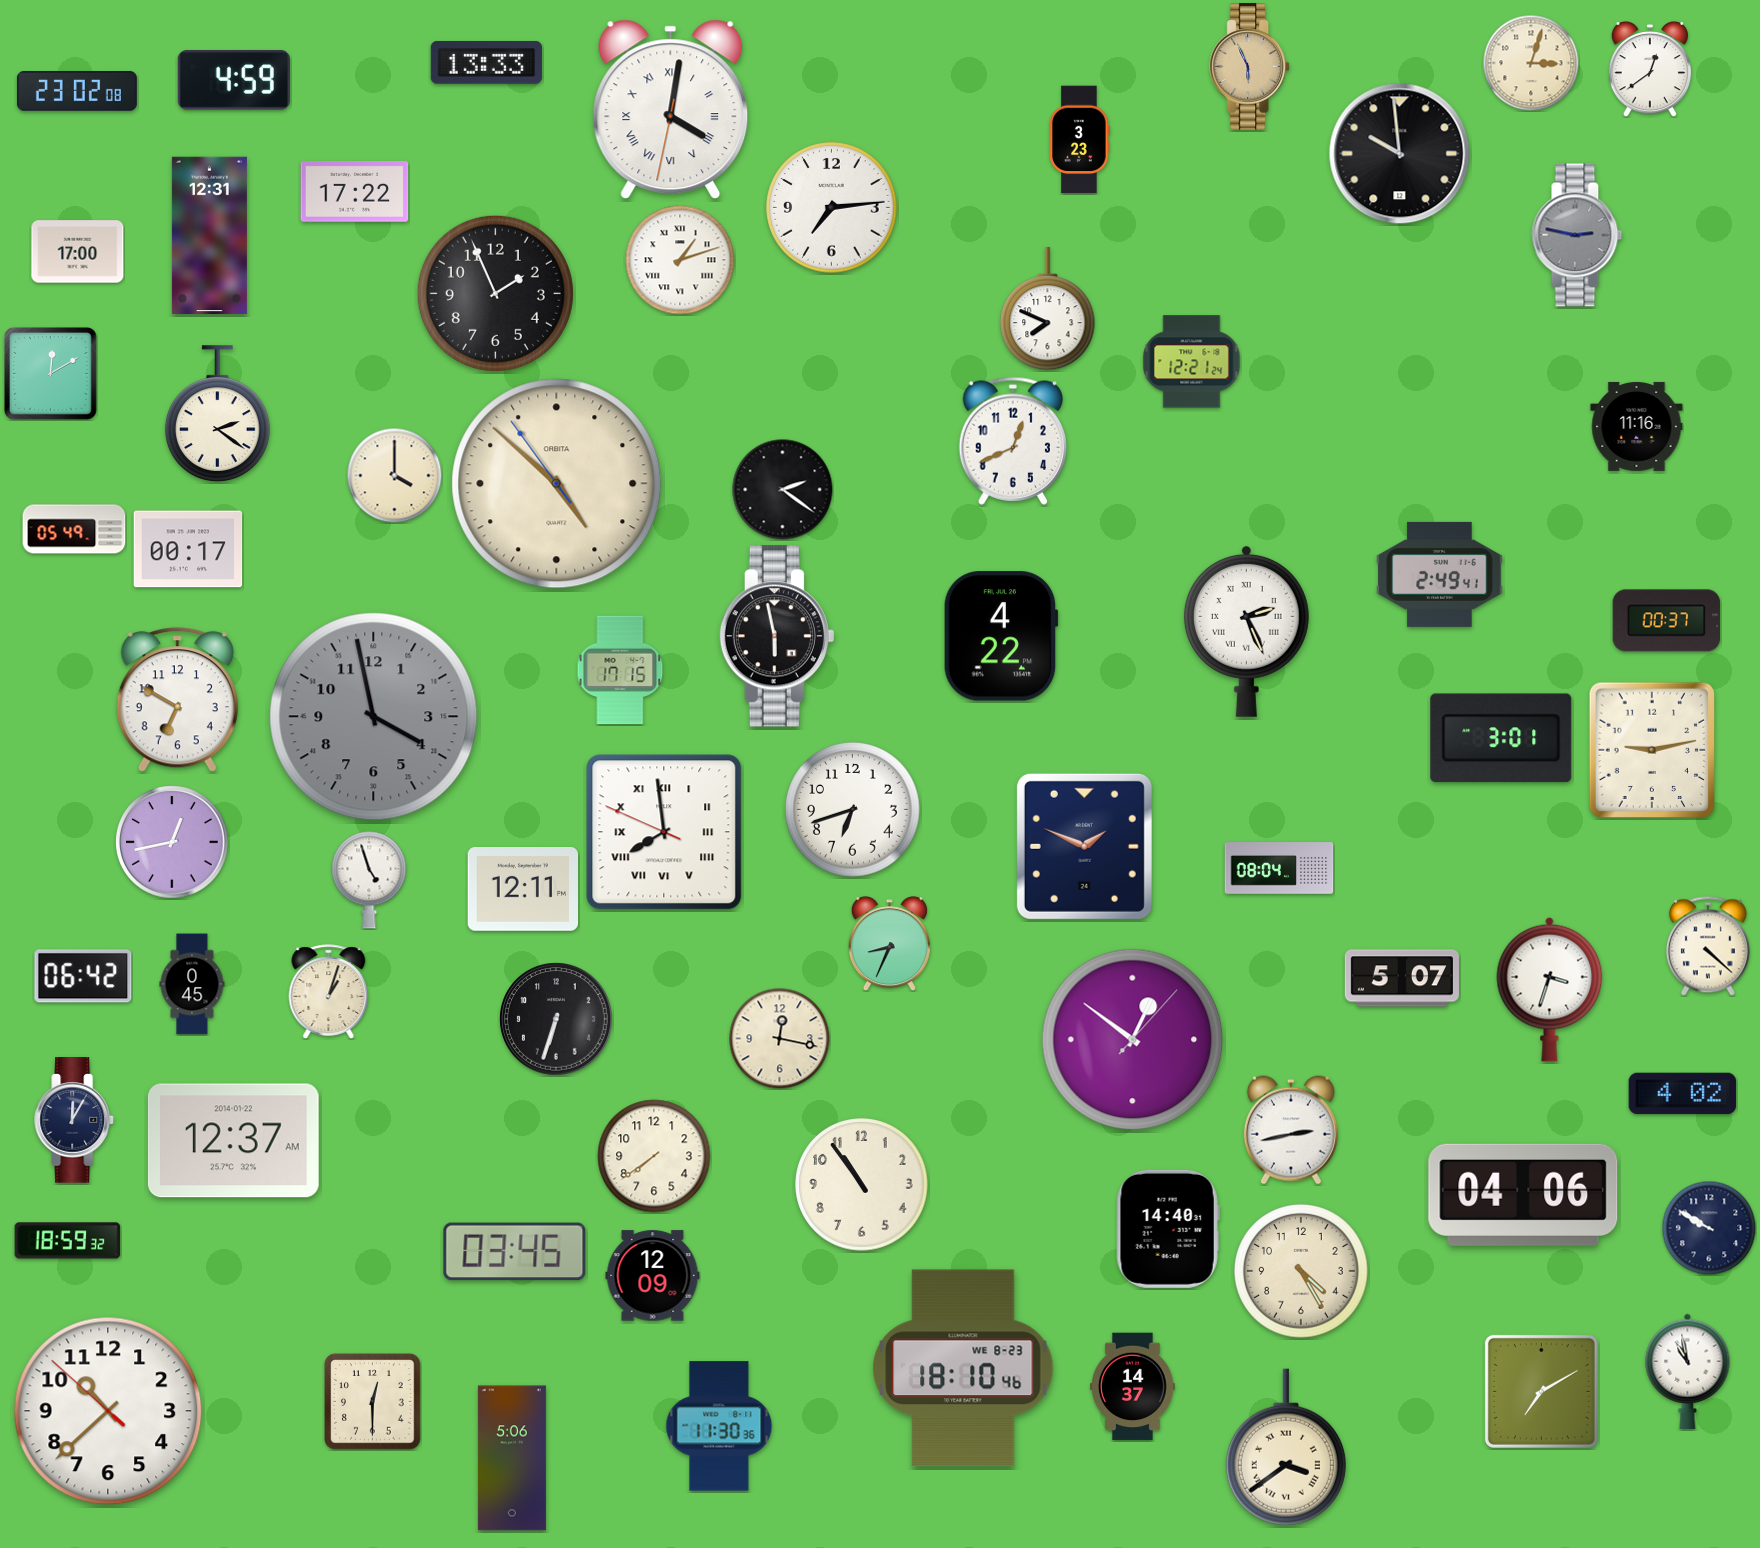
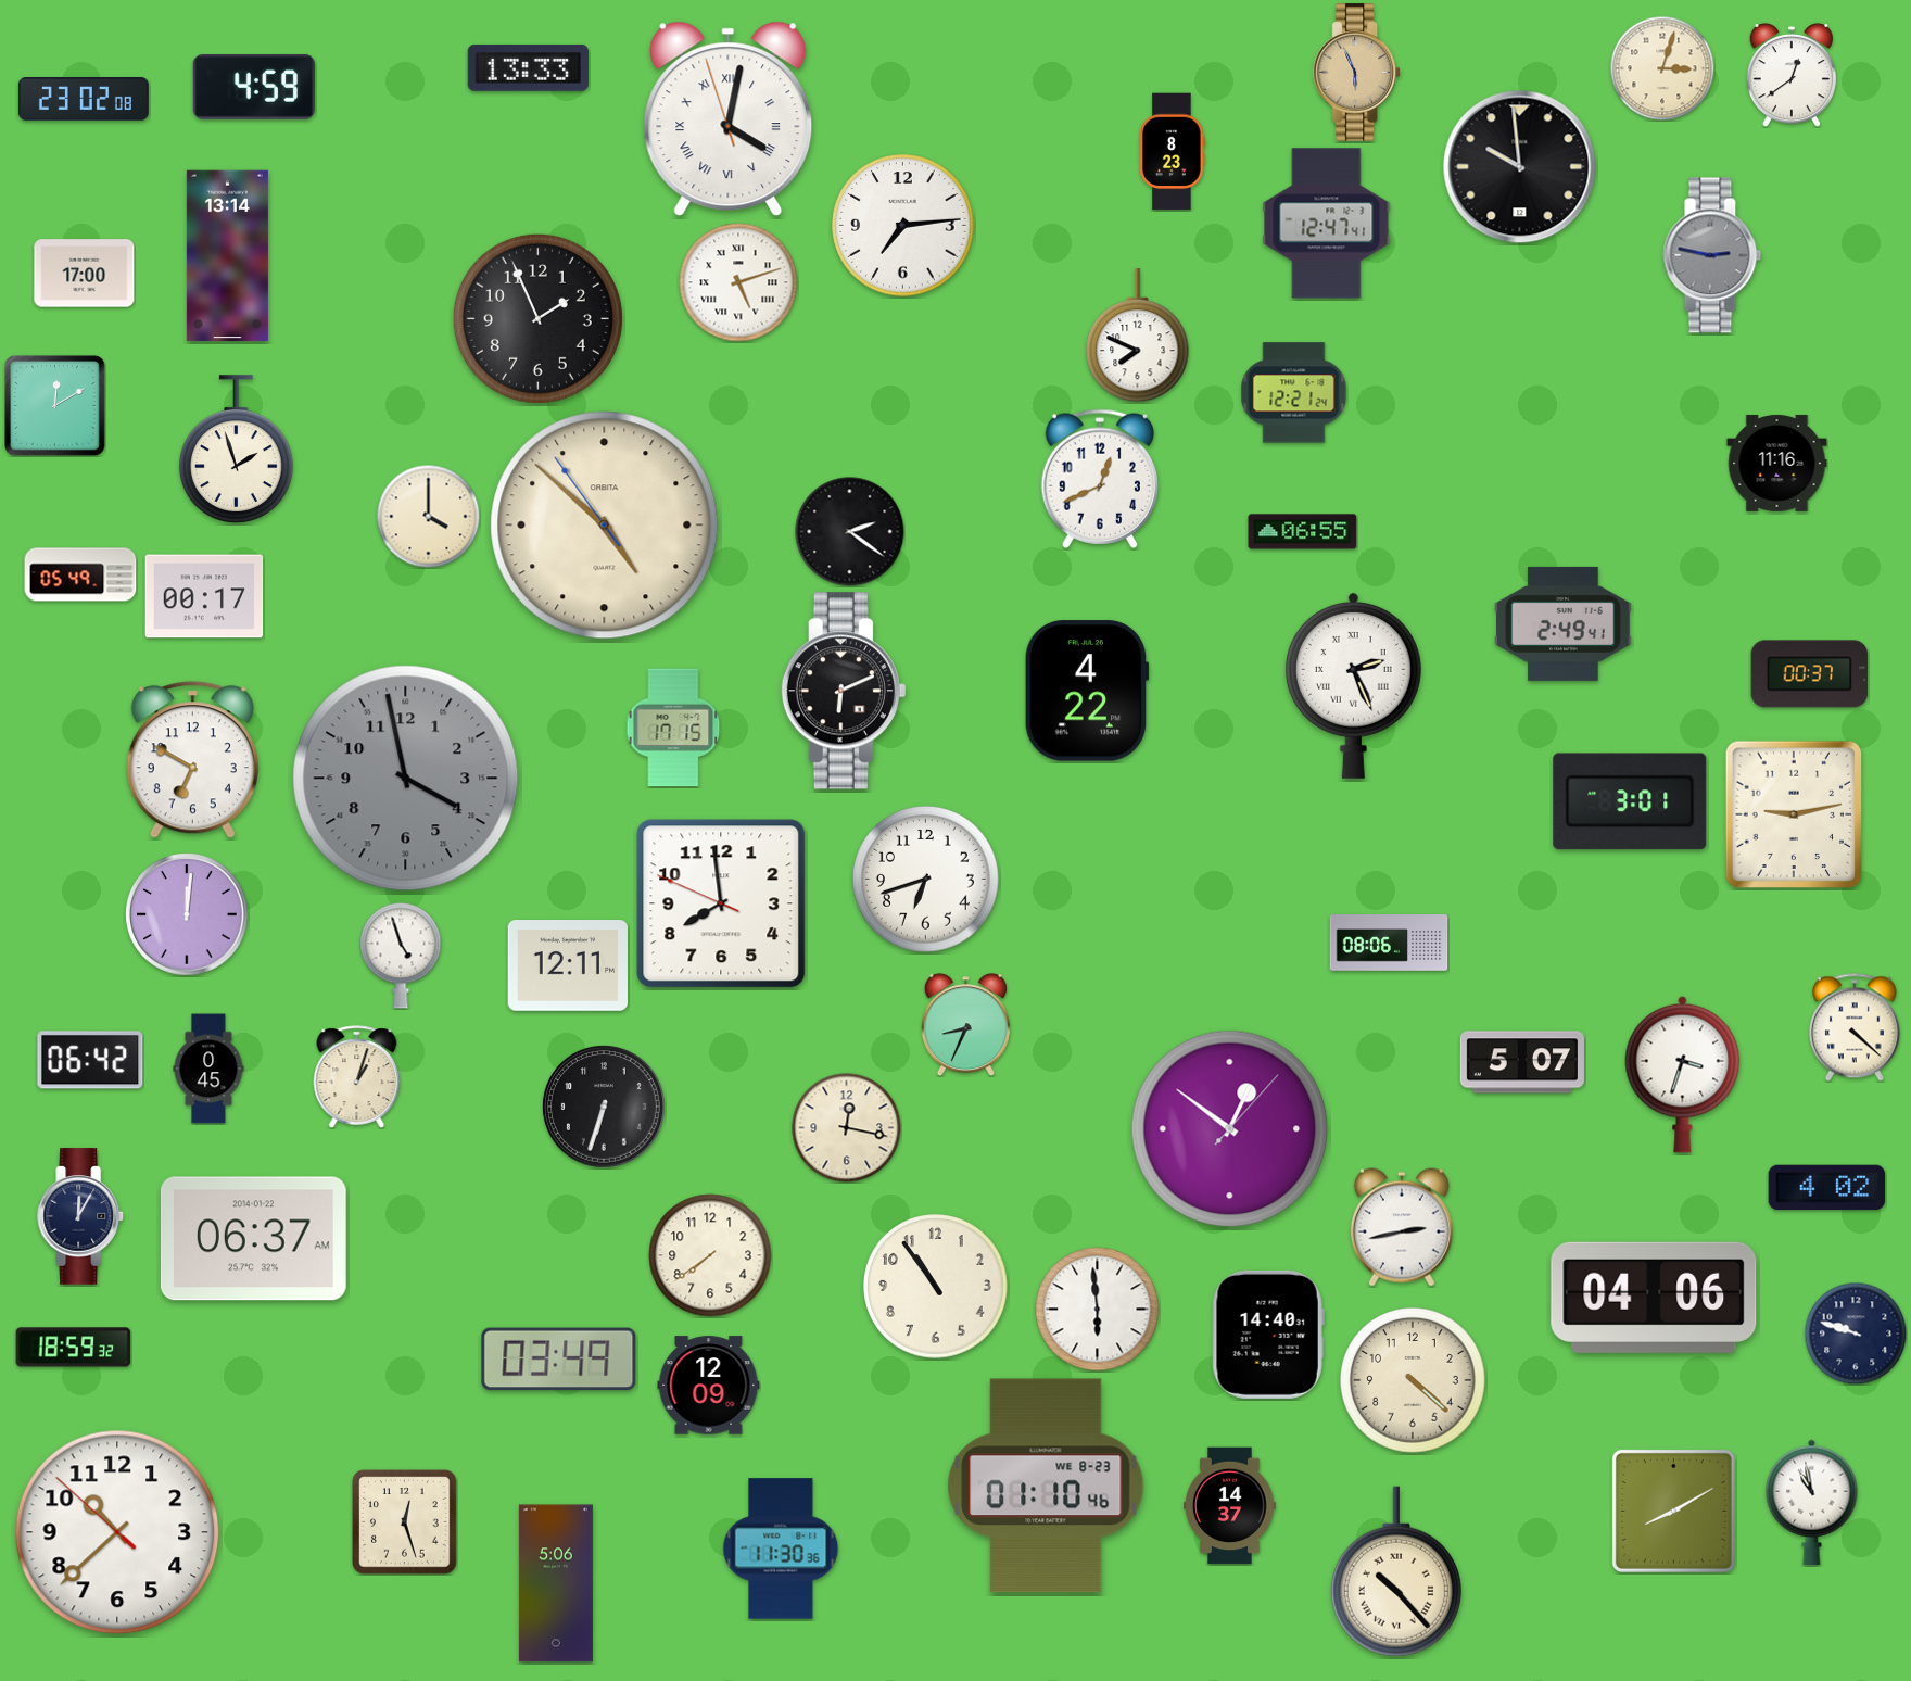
clock at (671, 110): 4:01:32 -> 4:01:57
clock at (1080, 140): 3:23 -> 8:23
clock at (355, 192): 17:22 -> none
clock at (1327, 224): none -> 12:47
clock at (209, 236): 12:31 -> 13:14
clock at (680, 260): 1:12 -> 5:12
clock at (217, 414): 2:21 -> 1:57
clock at (1303, 532): none -> 06:55
clock at (777, 636): 5:58 -> 6:11
clock at (664, 832) numerals: Roman -> Arabic
clock at (173, 843): 12:43 -> 12:01
clock at (1084, 846): 1:49 -> none
clock at (1279, 868): 08:04 -> 08:06
clock at (233, 1141): 12:37 -> 06:37
clock at (1098, 1310): none -> 5:59
clock at (1709, 1228): 9:50 -> 9:48
clock at (515, 1252): 03:45 -> 03:49
clock at (1301, 1271): 4:25 -> 4:22
clock at (963, 1368): 18:10 -> 01:10
clock at (1688, 1371) position: (1688, 1371) -> (1812, 1502)
clock at (1541, 1391): 7:10 -> 8:10
clock at (373, 1402): 12:30 -> 12:27
clock at (1286, 1447): 3:39 -> 10:23
